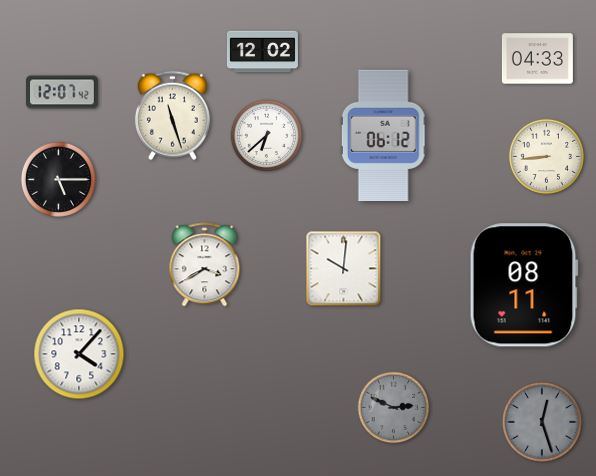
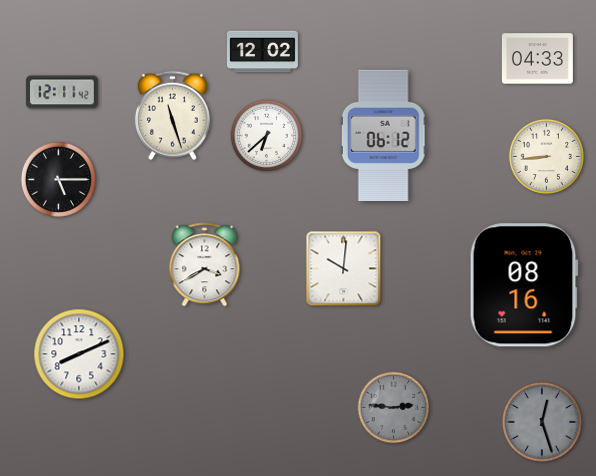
clock at (63, 92): 12:07 -> 12:11
clock at (524, 285): 08:11 -> 08:16
clock at (79, 354): 4:07 -> 8:11
clock at (394, 408): 2:49 -> 2:46
